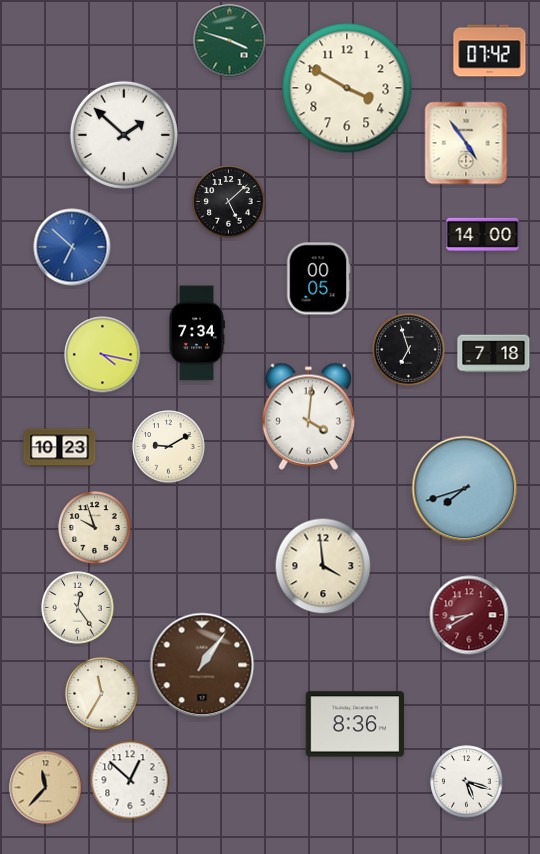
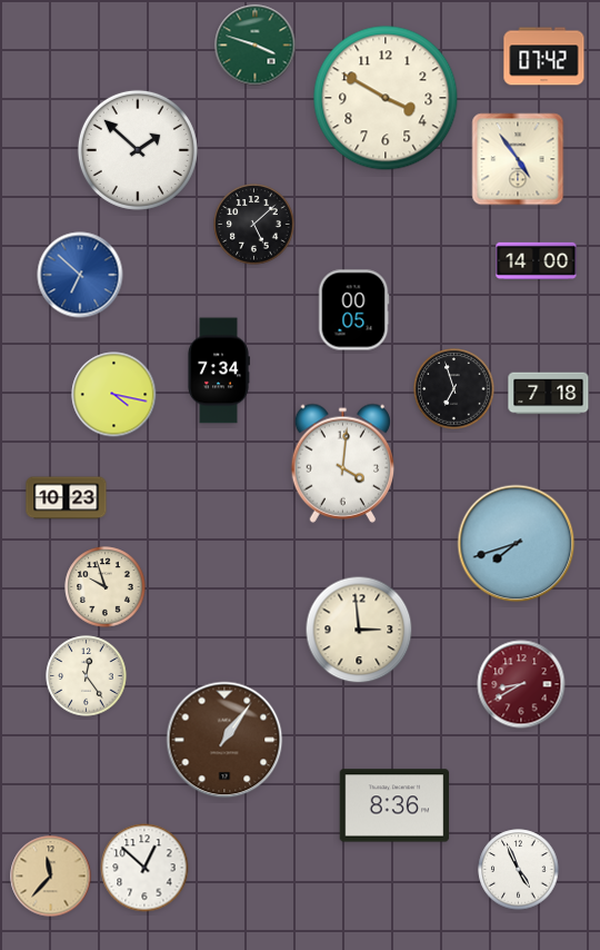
clock at (169, 447): 9:10 -> none
clock at (323, 566): 3:59 -> 2:59
clock at (102, 694): 11:35 -> none
clock at (467, 782): 5:18 -> 4:56
